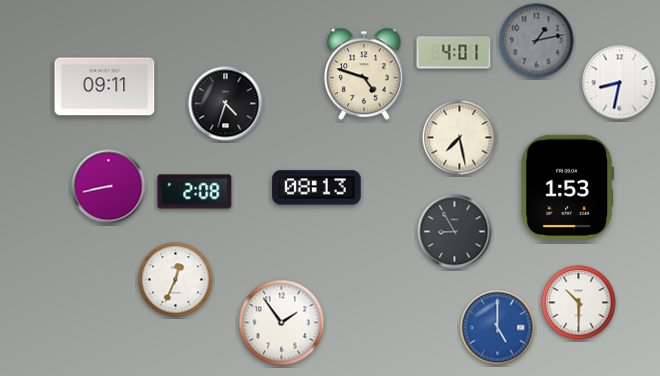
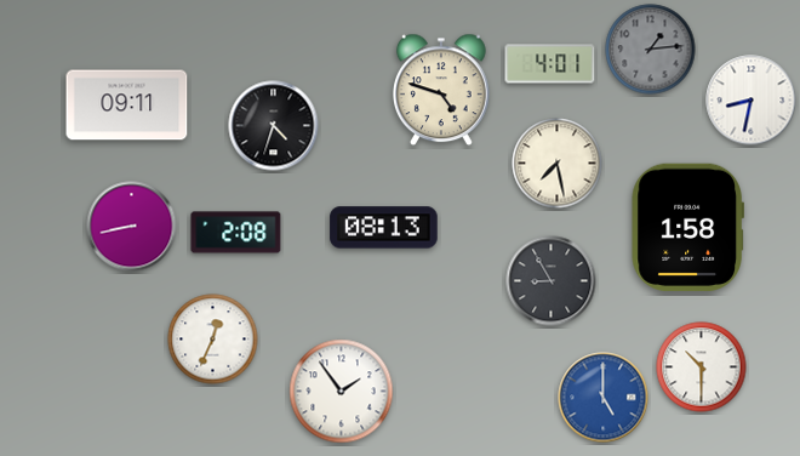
clock at (537, 41): 1:13 -> 1:14
clock at (460, 138) position: (460, 138) -> (558, 164)
clock at (567, 187): 1:53 -> 1:58
